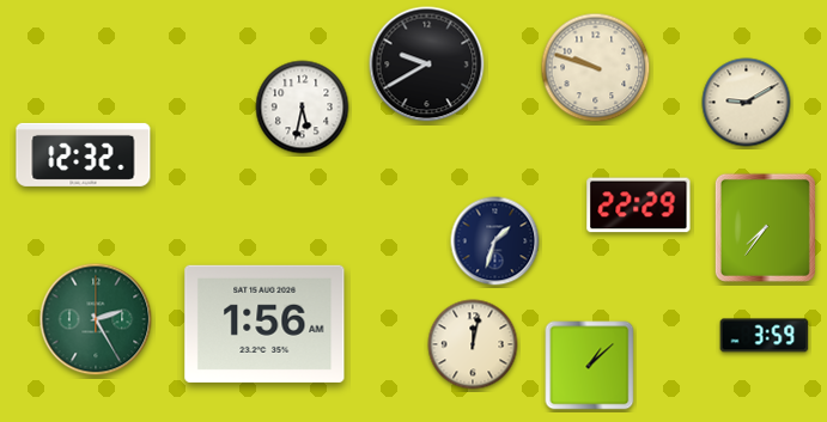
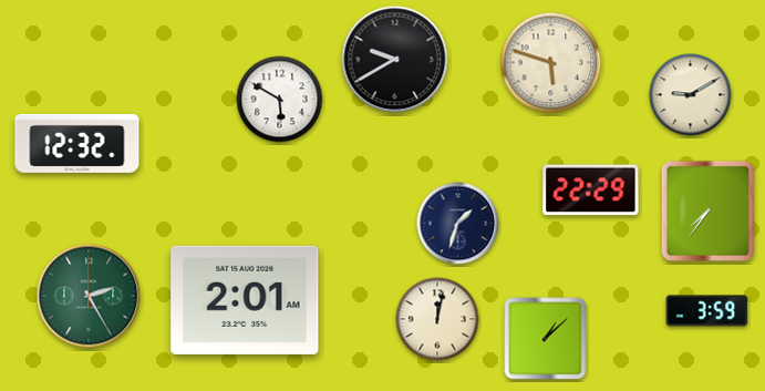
clock at (596, 68): 9:48 -> 5:48
clock at (303, 108): 5:32 -> 5:50
clock at (264, 324): 1:56 -> 2:01
